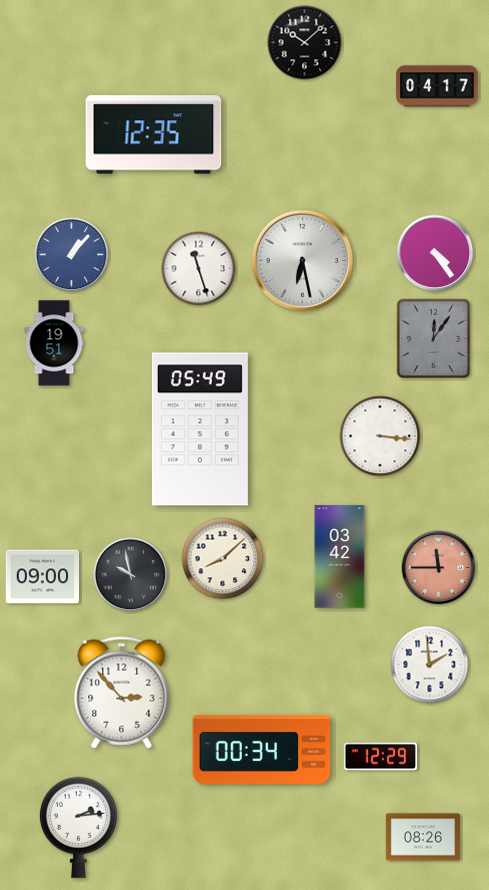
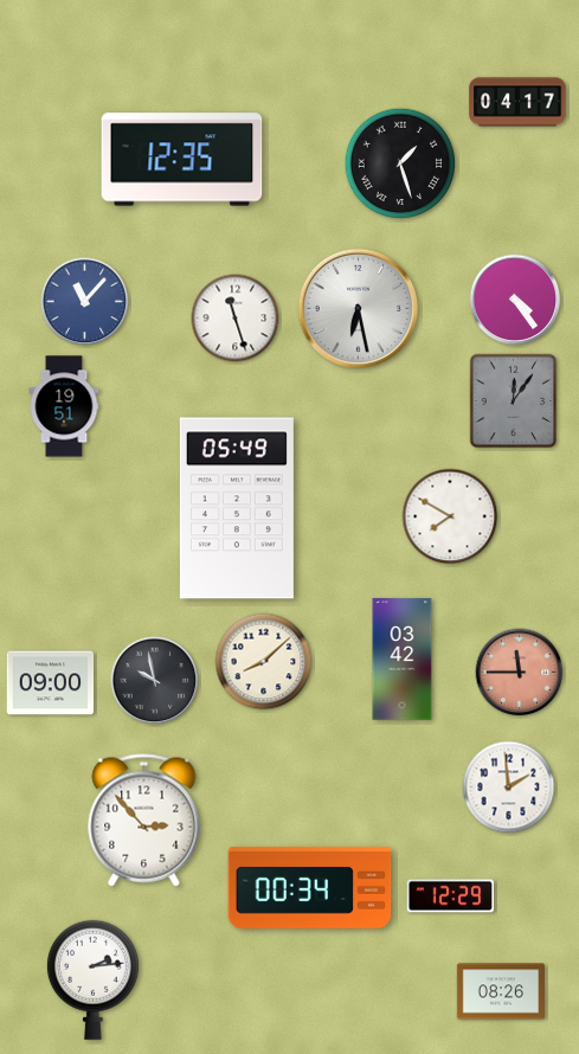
clock at (305, 43): 10:08 -> none
clock at (400, 163): none -> 1:27
clock at (72, 255): 1:07 -> 11:07
clock at (380, 436): 3:16 -> 7:50
